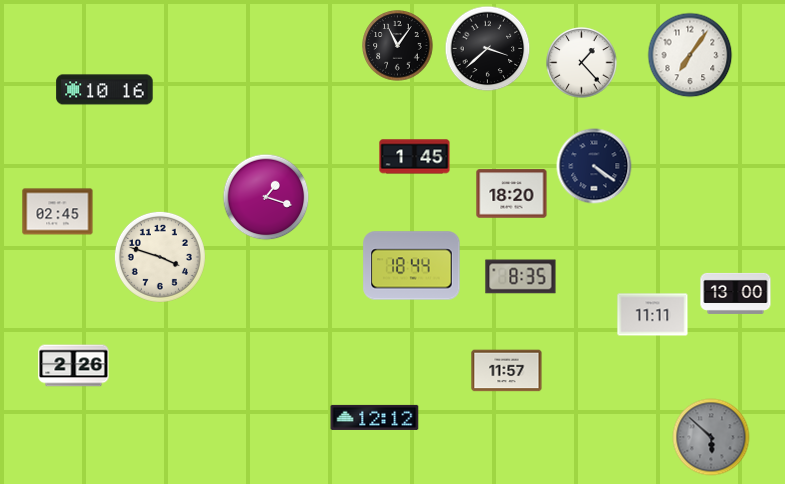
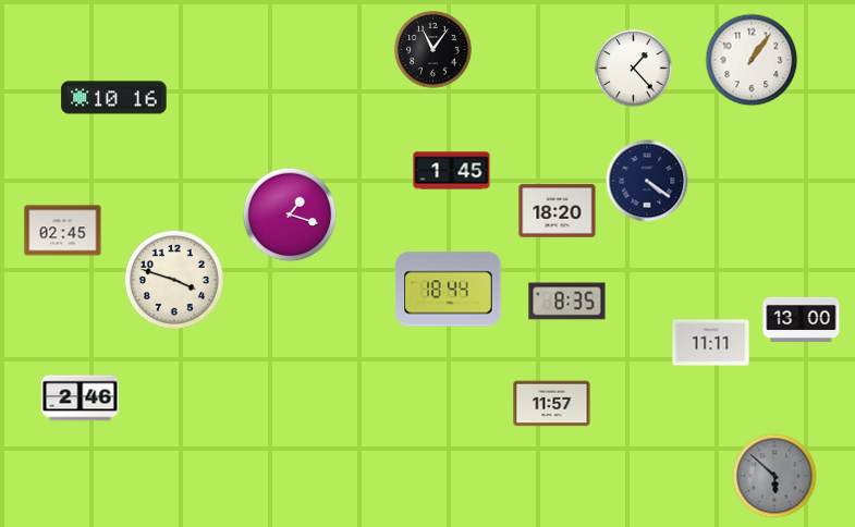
clock at (488, 49): 3:38 -> none
clock at (690, 55): 7:06 -> 1:06
clock at (74, 366): 2:26 -> 2:46
clock at (375, 417): 12:12 -> none
